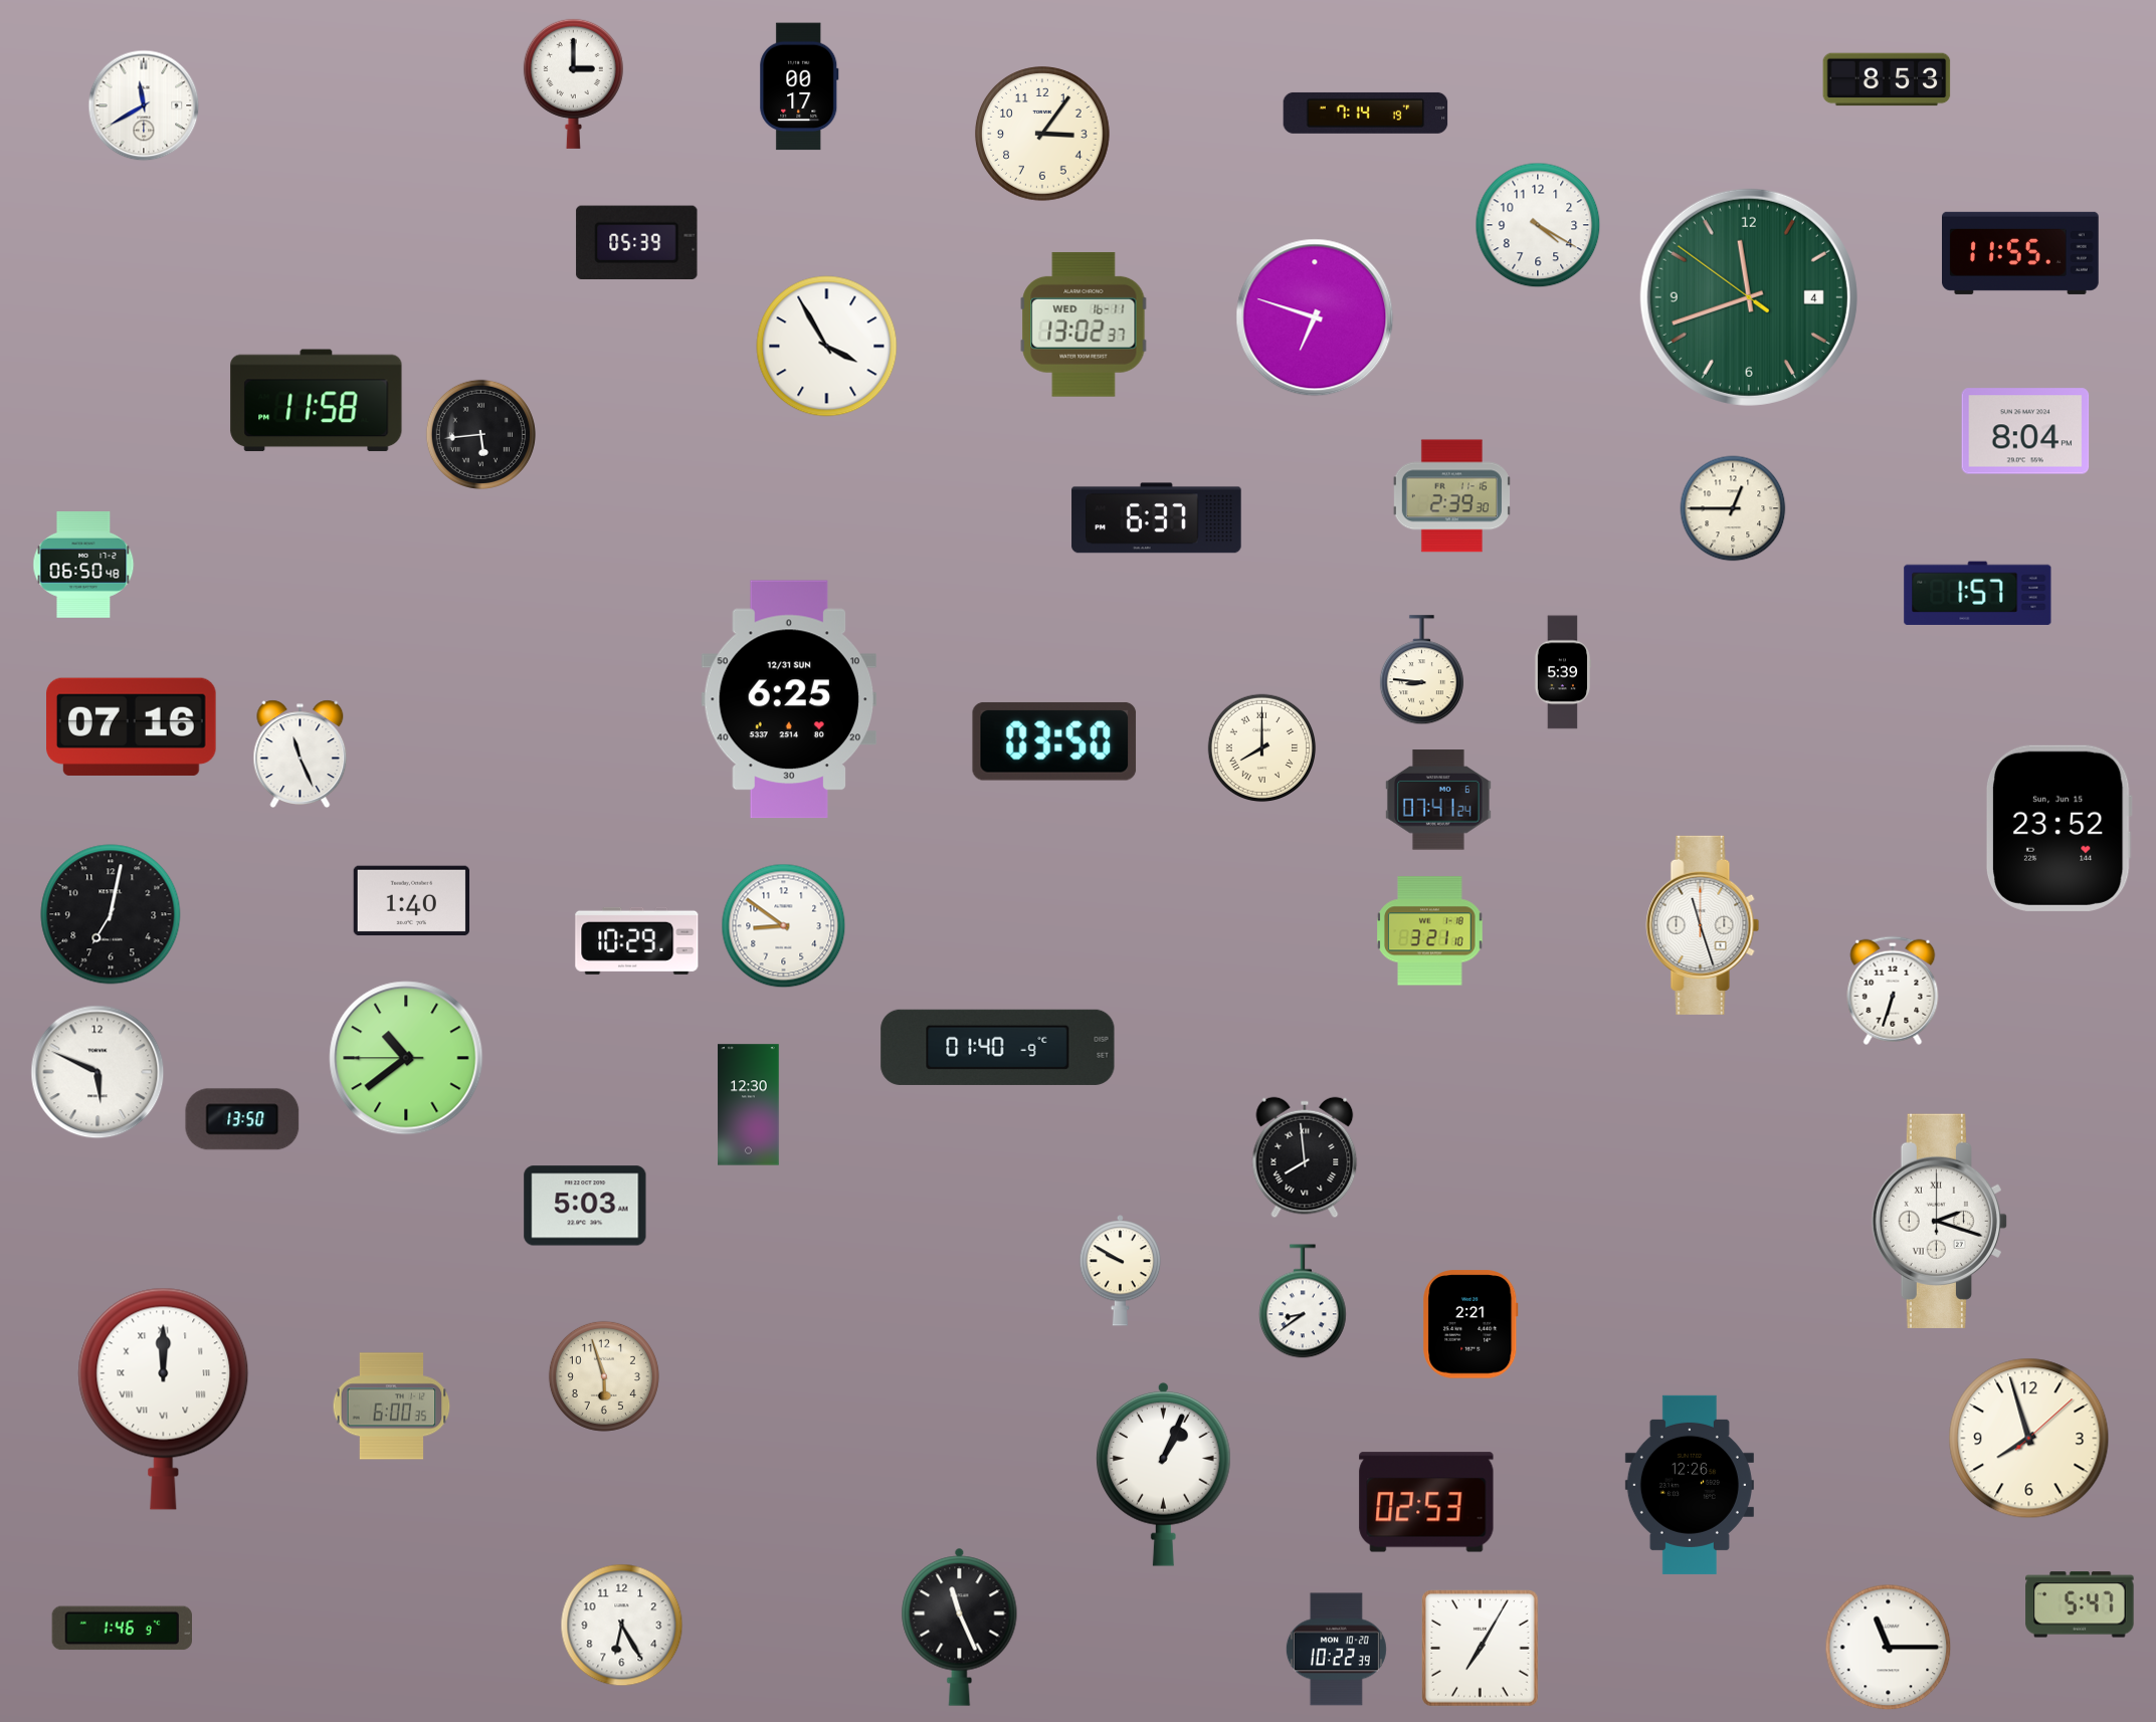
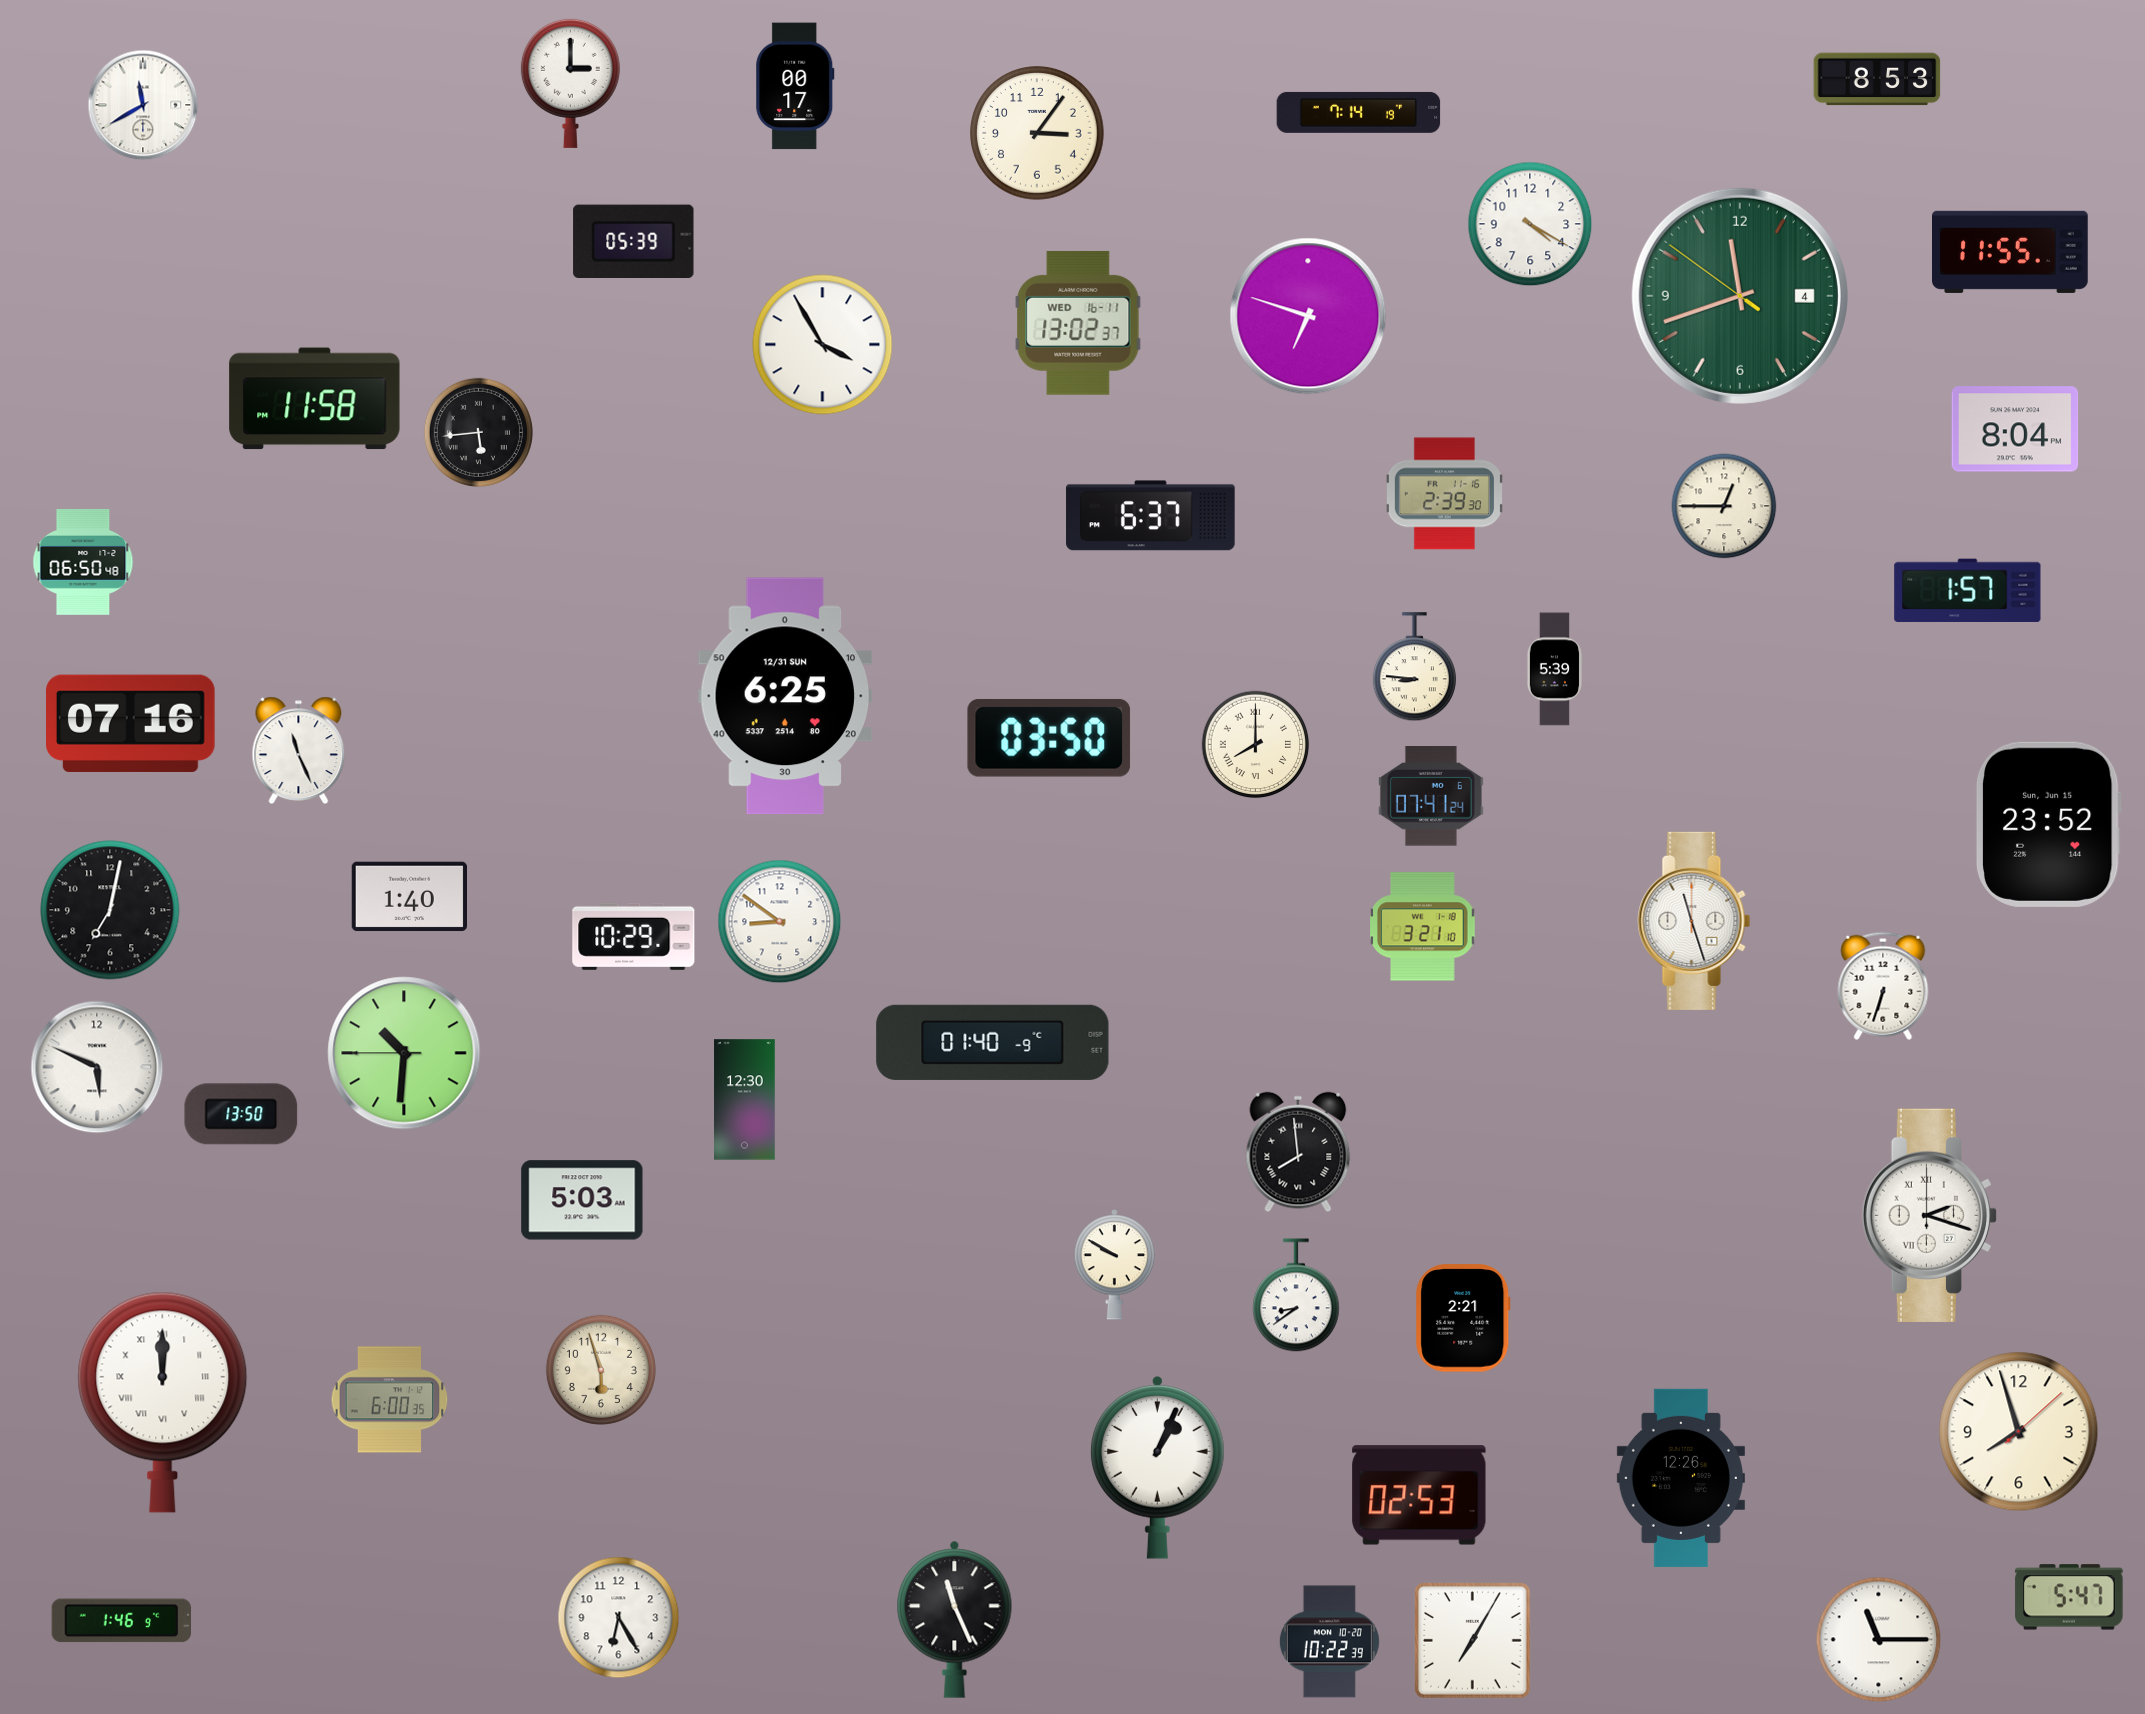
clock at (406, 1058): 10:38 -> 10:30
clock at (164, 1398) position: (164, 1398) -> (163, 1402)
